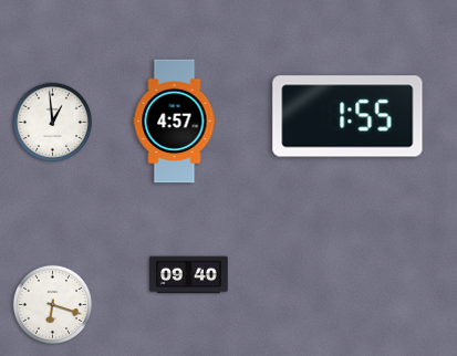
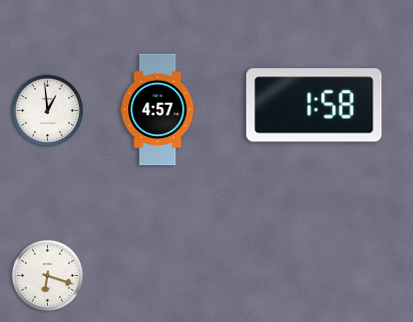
clock at (347, 116): 1:55 -> 1:58
clock at (189, 275): 09:40 -> none
